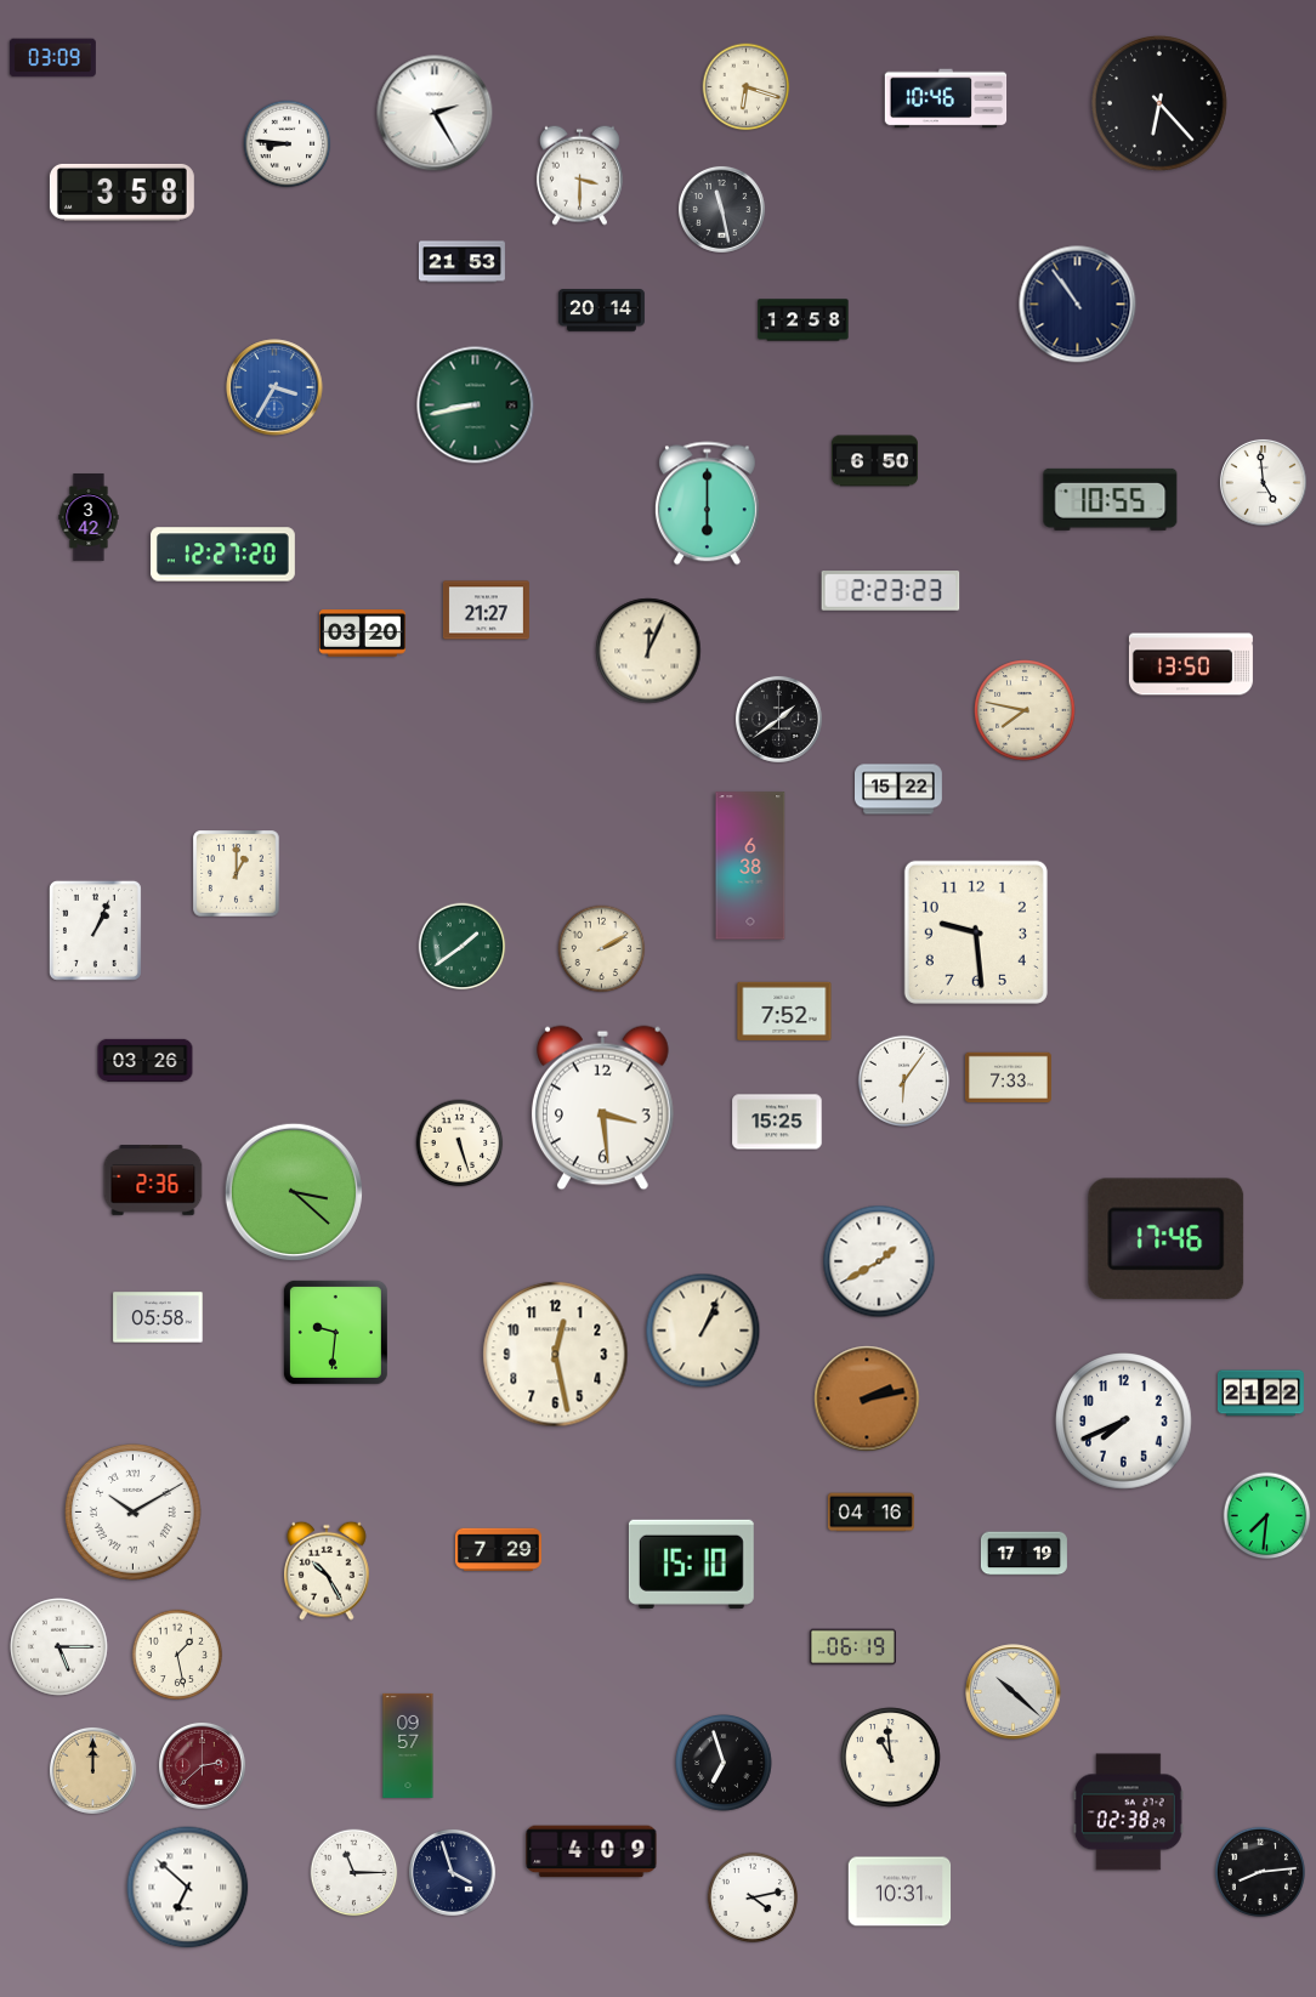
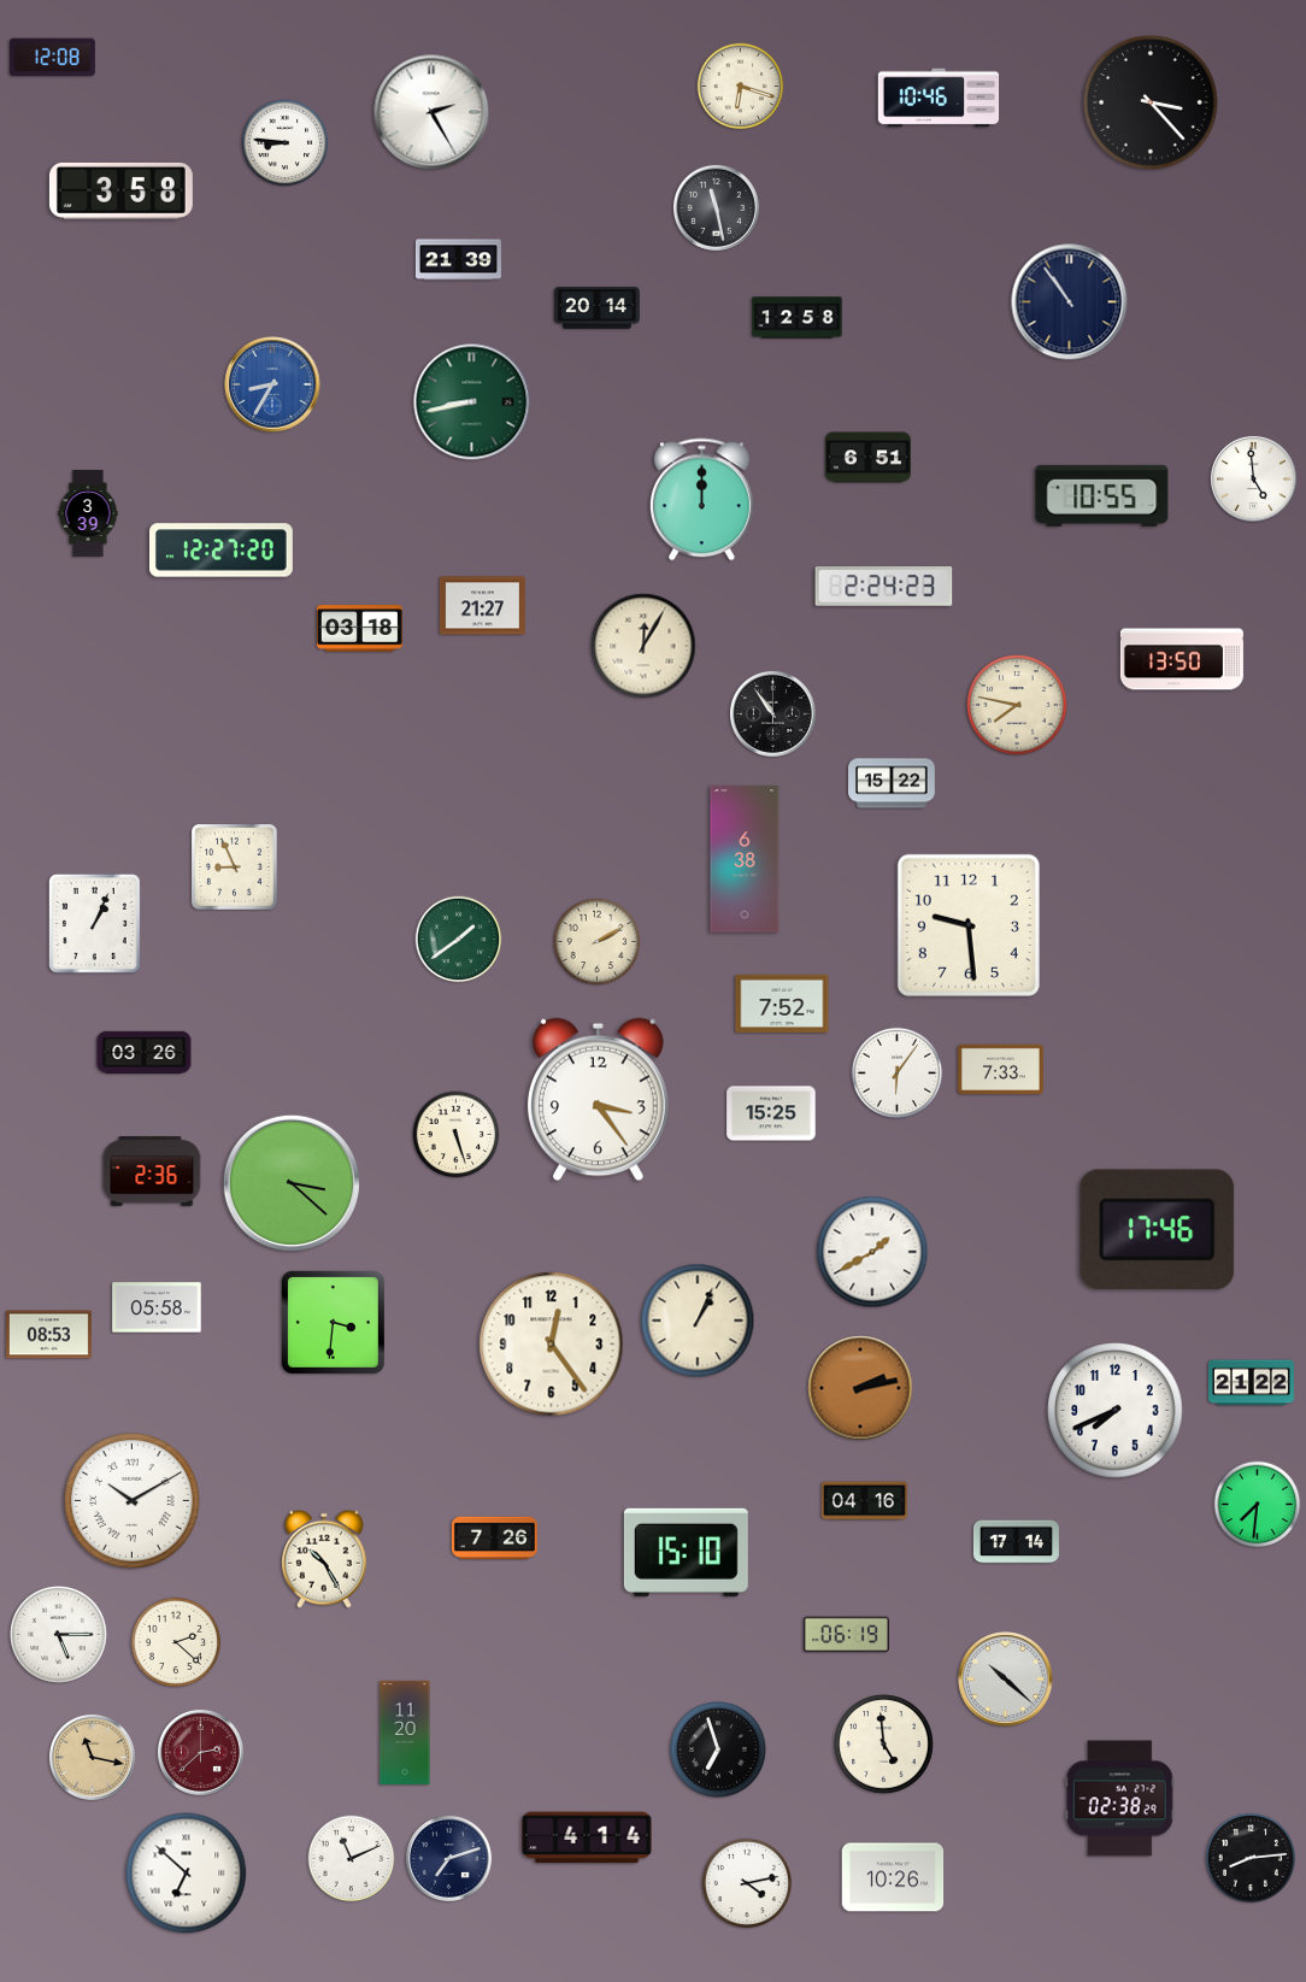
clock at (52, 58): 03:09 -> 12:08
clock at (1161, 104): 6:23 -> 3:23
clock at (579, 175): 3:30 -> none
clock at (461, 262): 21:53 -> 21:39
clock at (274, 387): 3:35 -> 8:35
clock at (874, 461): 6:50 -> 6:51
clock at (707, 504): 6:00 -> 12:00
clock at (89, 517): 3:42 -> 3:39
clock at (891, 591): 2:23 -> 2:24
clock at (362, 634): 03:20 -> 03:18
clock at (648, 651): 12:04 -> 12:05
clock at (778, 719): 1:39 -> 10:54
clock at (237, 874): 1:00 -> 8:56
clock at (784, 1011) position: (784, 1011) -> (782, 1004)
clock at (602, 1108): 3:29 -> 3:24
clock at (335, 1332): 9:31 -> 3:31
clock at (48, 1335): none -> 08:53
clock at (556, 1355): 12:28 -> 12:24
clock at (498, 1550): 7:29 -> 7:26
clock at (1023, 1554): 17:19 -> 17:14
clock at (177, 1655): 1:28 -> 2:22
clock at (408, 1746): 09:57 -> 11:20
clock at (891, 1758): 10:59 -> 4:59
clock at (92, 1770): 12:00 -> 11:17
clock at (591, 1851): 4:09 -> 4:14
clock at (452, 1872): 3:57 -> 7:12
clock at (354, 1873): 11:15 -> 11:11
clock at (900, 1891): 10:31 -> 10:26
